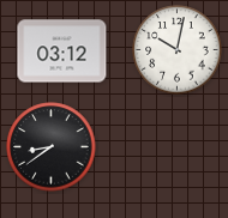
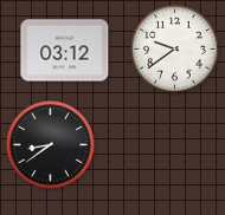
clock at (178, 50): 10:02 -> 9:39
clock at (62, 52) position: (62, 52) -> (65, 51)
